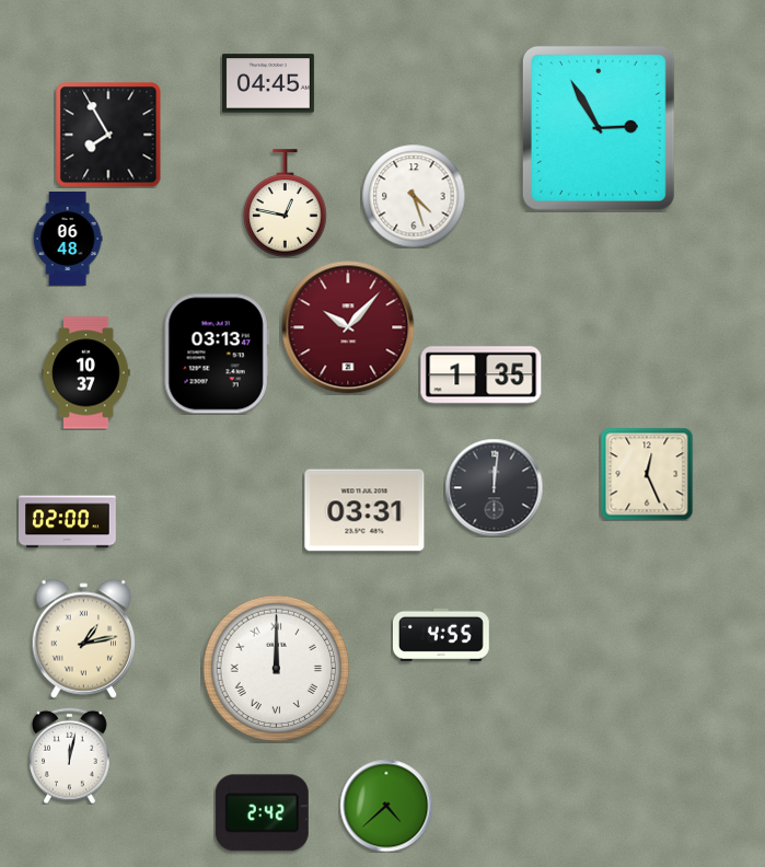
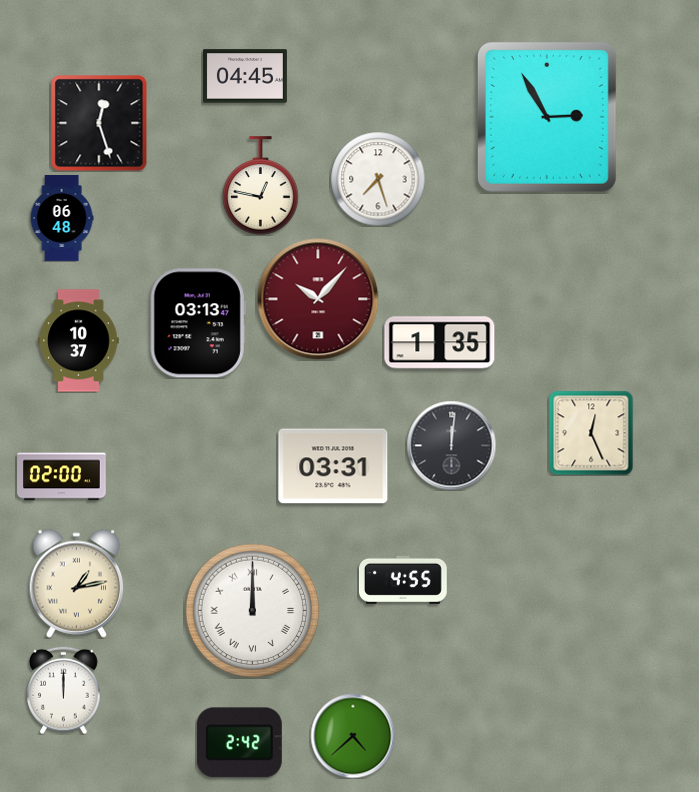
clock at (108, 135): 7:55 -> 12:27
clock at (414, 196): 4:27 -> 7:27
clock at (70, 755): 12:02 -> 12:00
